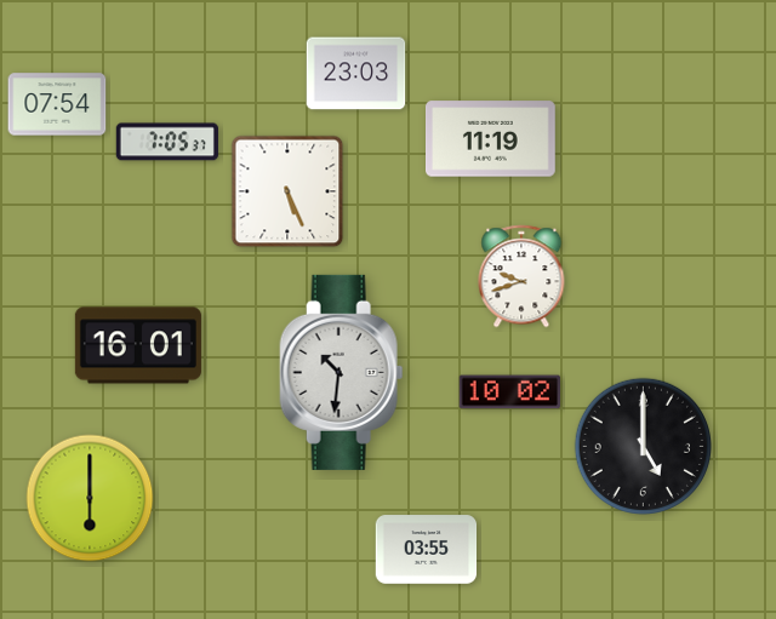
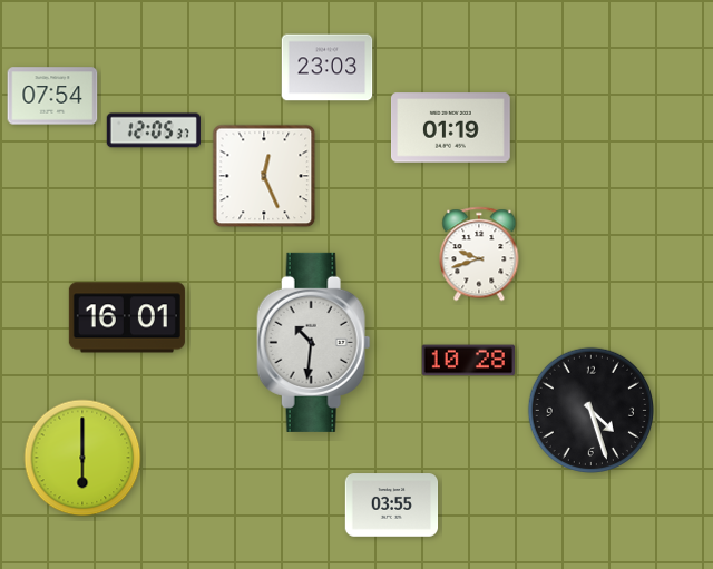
clock at (491, 139): 11:19 -> 01:19
clock at (167, 142): 7:05 -> 12:05
clock at (287, 191): 5:26 -> 12:26
clock at (509, 392): 10:02 -> 10:28
clock at (643, 446): 5:00 -> 4:27
